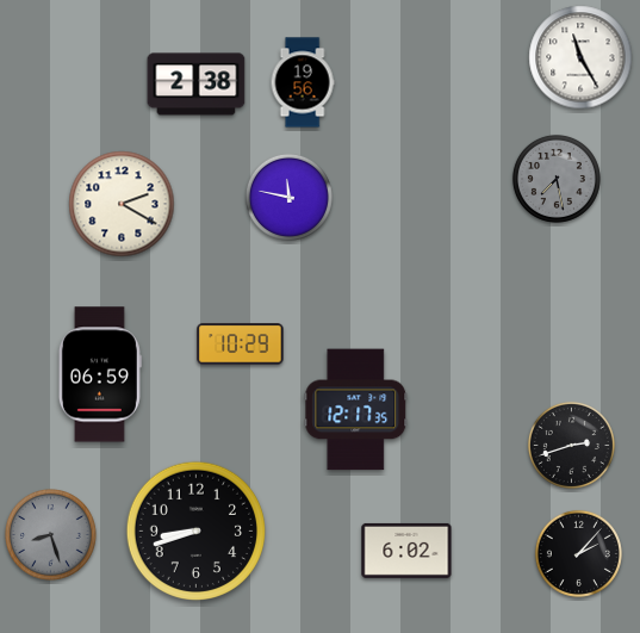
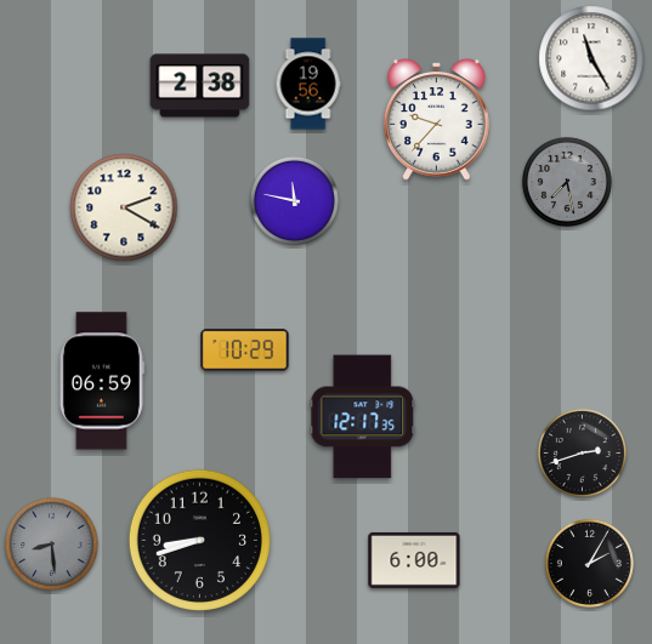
clock at (437, 120): none -> 9:37
clock at (50, 534): 8:27 -> 8:29
clock at (406, 551): 6:02 -> 6:00
clock at (578, 553): 2:07 -> 2:05
